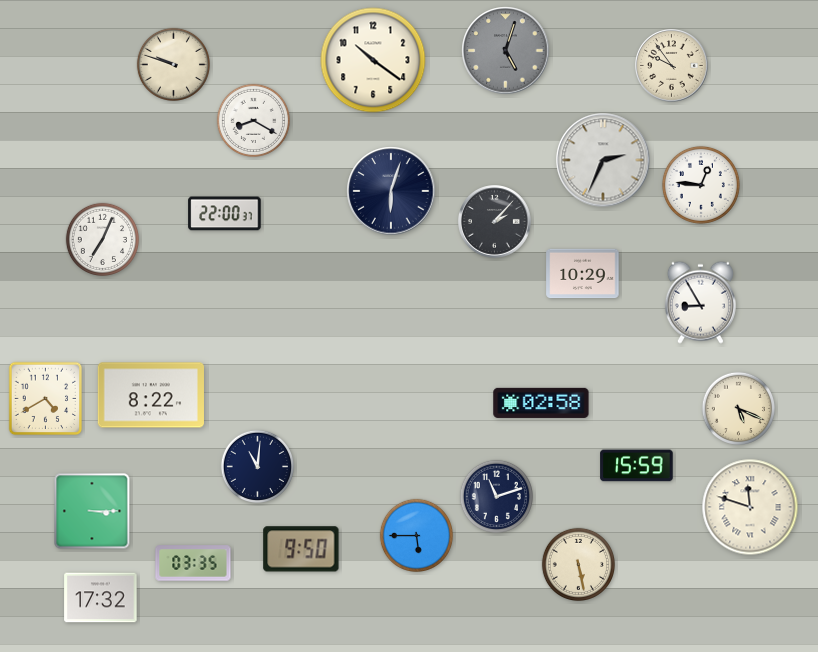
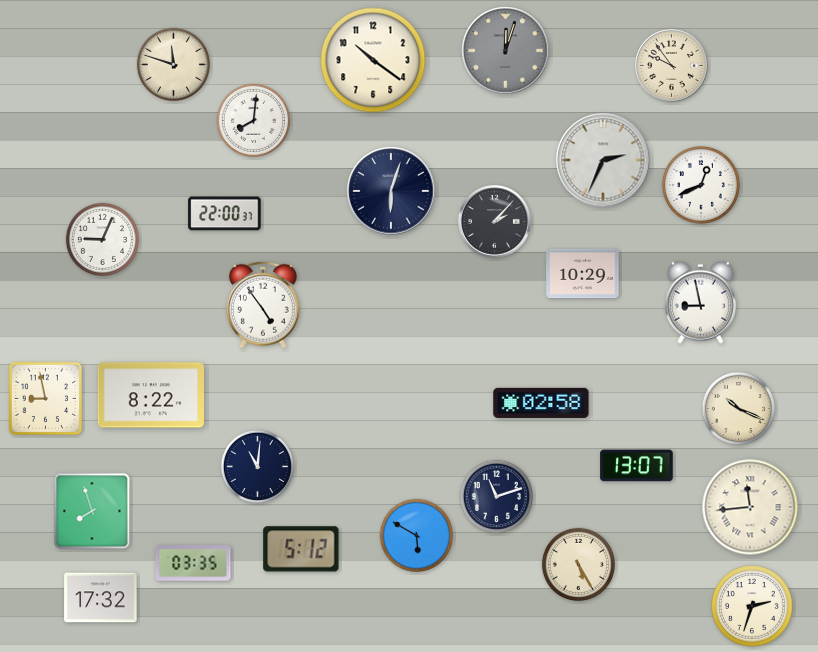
clock at (506, 51): 5:03 -> 12:03
clock at (173, 64): 9:48 -> 11:48
clock at (253, 120): 8:20 -> 8:01
clock at (701, 185): 12:46 -> 12:41
clock at (102, 239): 7:04 -> 9:04
clock at (700, 302): 8:55 -> 8:58
clock at (263, 305): none -> 4:54
clock at (46, 399): 4:40 -> 8:58
clock at (738, 408): 5:19 -> 10:19
clock at (637, 466): 15:59 -> 13:07
clock at (750, 507): 11:48 -> 11:44
clock at (92, 511): 3:15 -> 7:57
clock at (416, 535): 5:45 -> 5:50
clock at (301, 549): 9:50 -> 5:12
clock at (578, 564): 5:28 -> 5:25
clock at (753, 607): none -> 2:33
